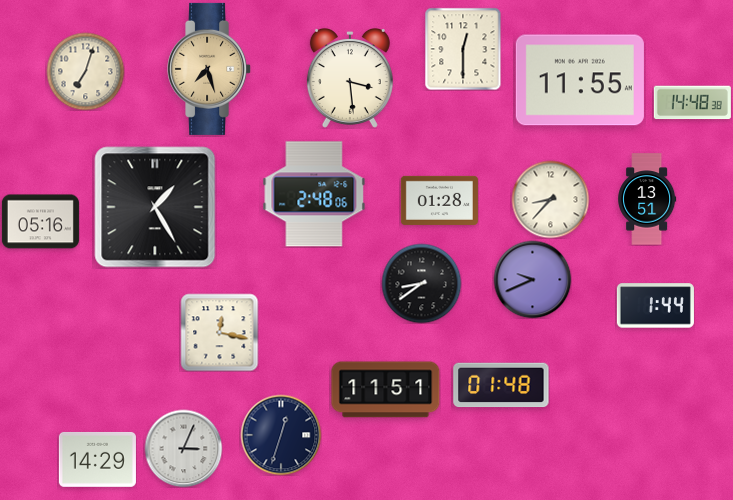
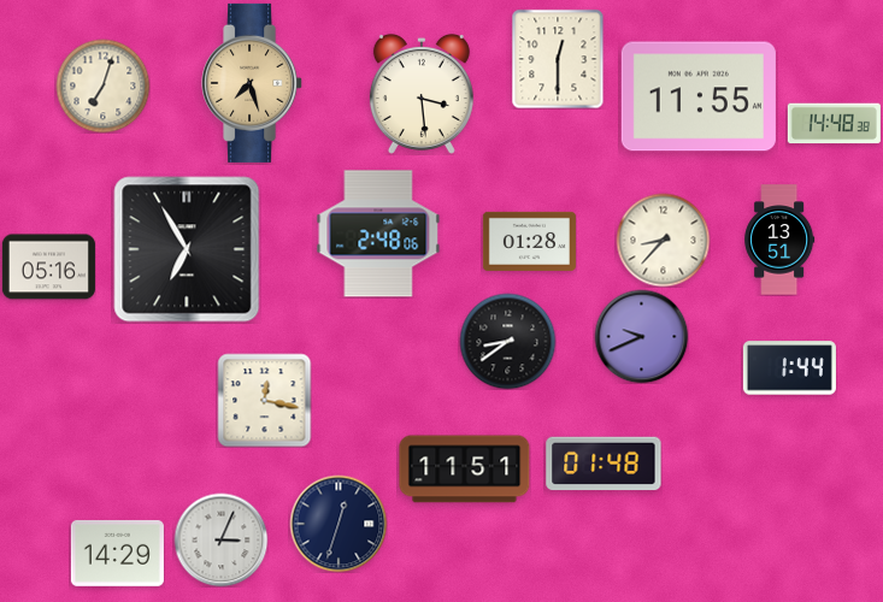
clock at (155, 207): 1:25 -> 6:55
